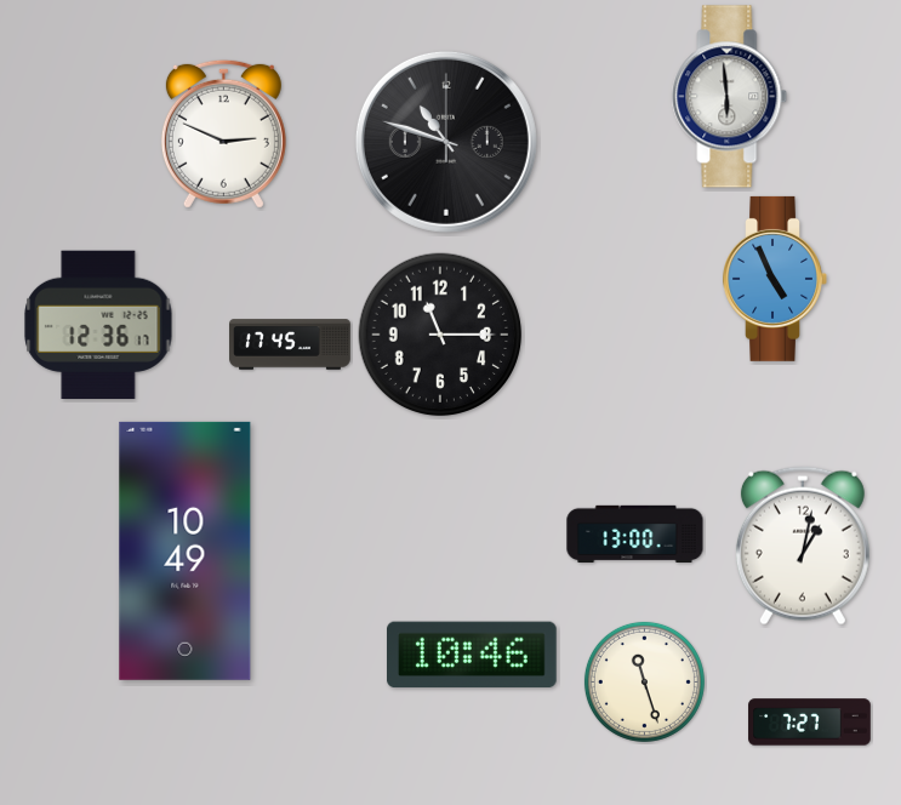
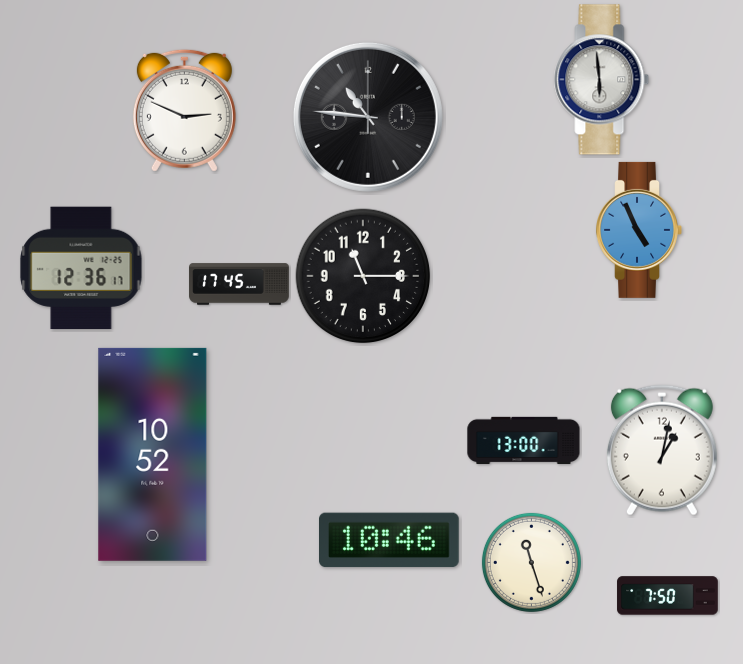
clock at (446, 142): 10:48 -> 10:46
clock at (186, 550): 10:49 -> 10:52
clock at (810, 723): 7:27 -> 7:50
